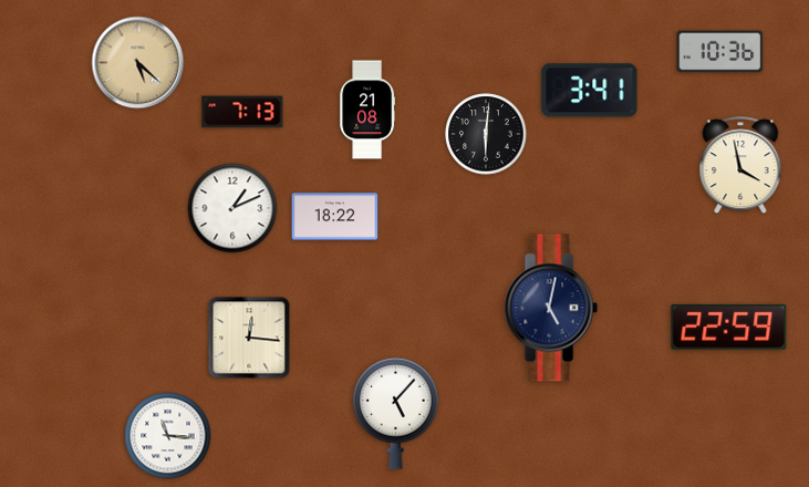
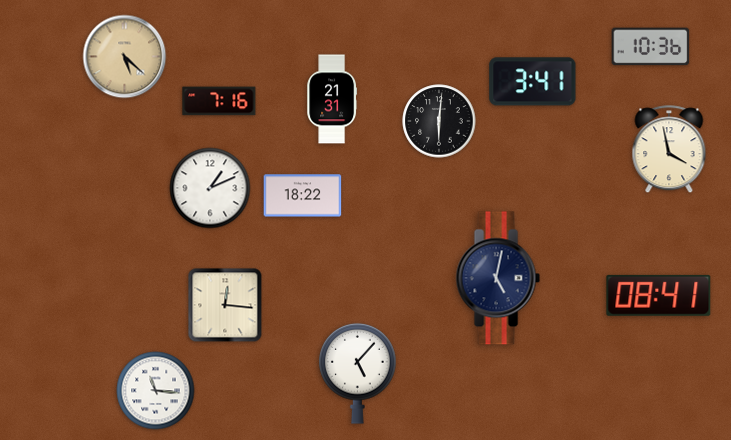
clock at (367, 110): 21:08 -> 21:31
clock at (242, 112): 7:13 -> 7:16
clock at (729, 327): 22:59 -> 08:41
clock at (168, 436) position: (168, 436) -> (156, 391)
